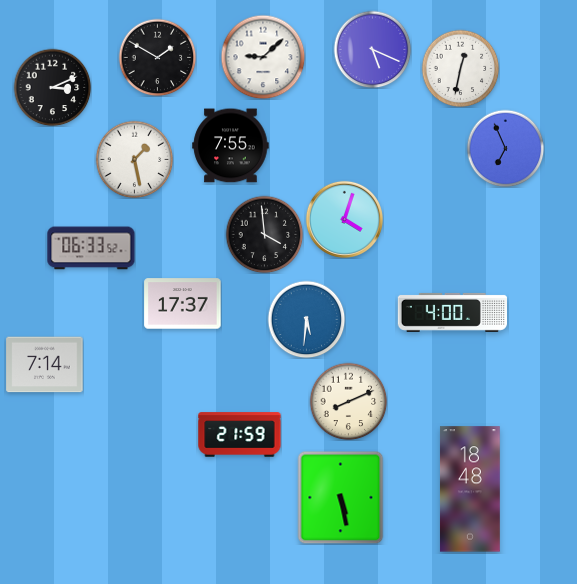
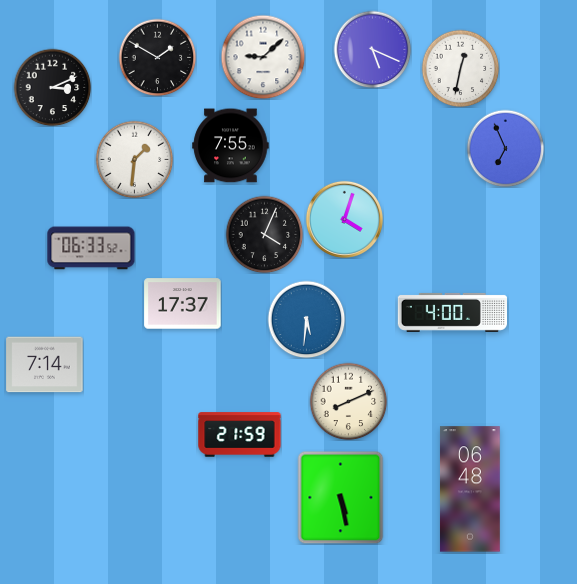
clock at (134, 159): 1:28 -> 1:31
clock at (264, 234): 3:59 -> 4:04
clock at (470, 489): 18:48 -> 06:48
